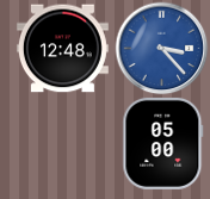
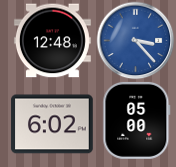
clock at (52, 124): none -> 6:02
